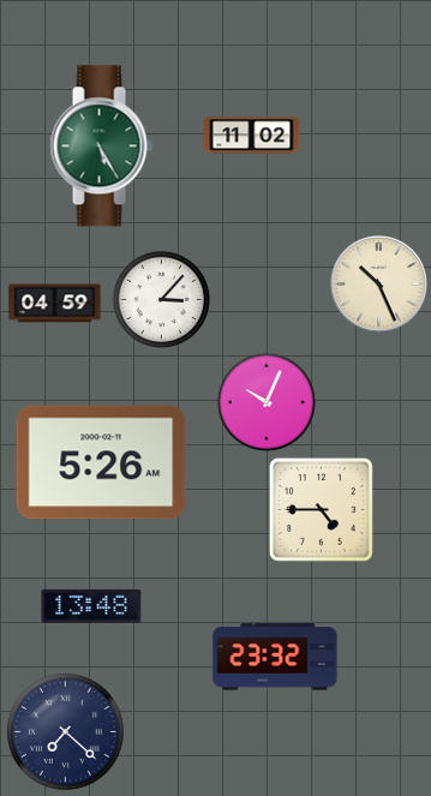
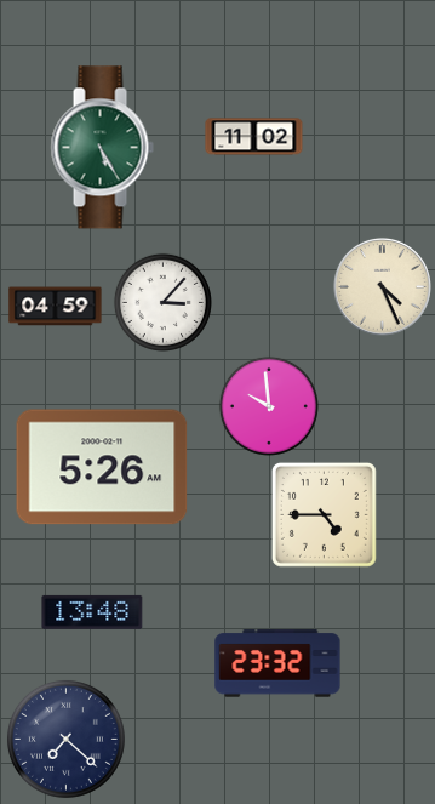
clock at (378, 283): 10:26 -> 4:26
clock at (267, 402): 10:04 -> 9:59
